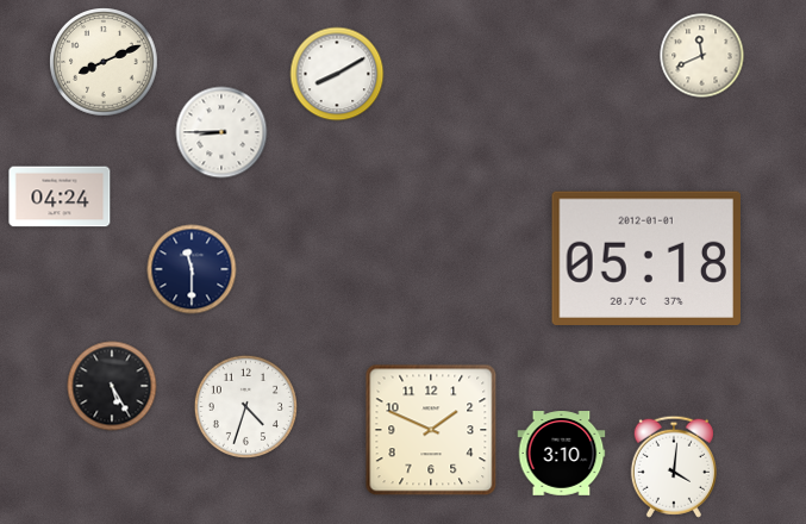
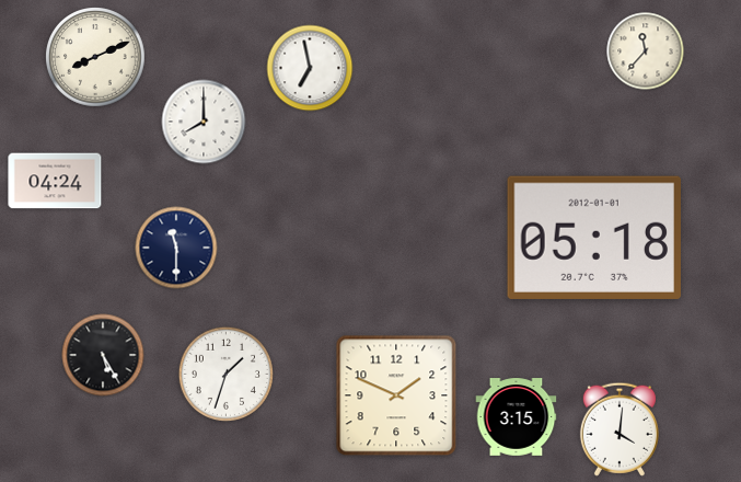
clock at (702, 56): 11:41 -> 11:37
clock at (337, 74): 8:10 -> 6:58
clock at (221, 132): 8:45 -> 8:00
clock at (245, 406): 4:33 -> 1:33
clock at (562, 454): 3:10 -> 3:15
